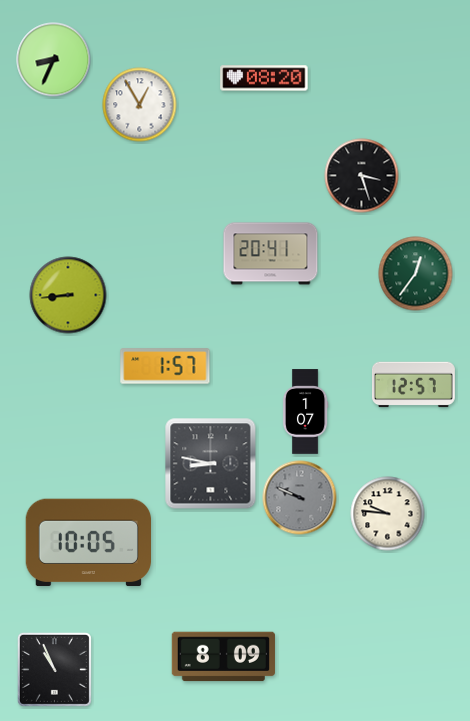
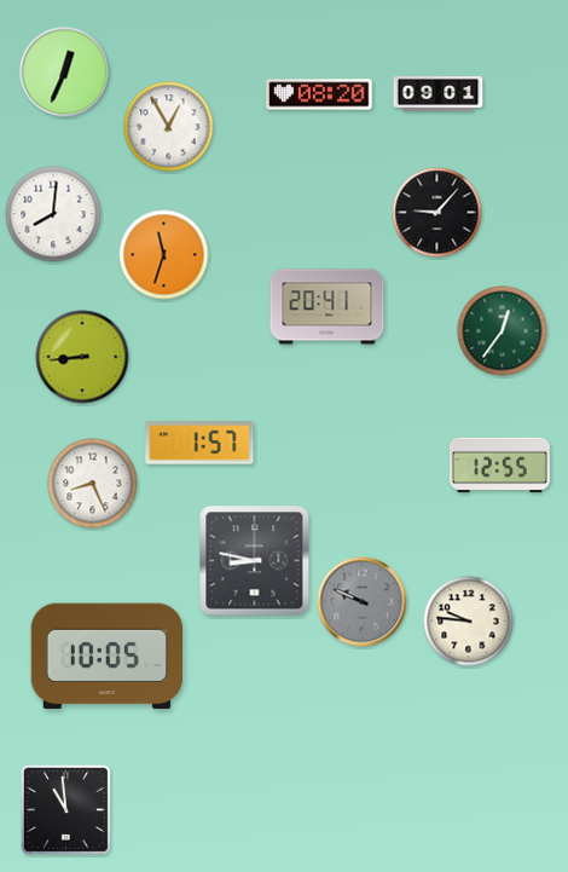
clock at (54, 60): 8:34 -> 12:34
clock at (439, 94): none -> 09:01
clock at (362, 176): 3:27 -> 9:07
clock at (53, 214): none -> 8:01
clock at (164, 255): none -> 11:33
clock at (413, 385): 12:57 -> 12:55
clock at (93, 484): none -> 8:26
clock at (305, 412): 1:07 -> none
clock at (223, 657): 8:09 -> none
clock at (54, 669): 10:56 -> 10:59
